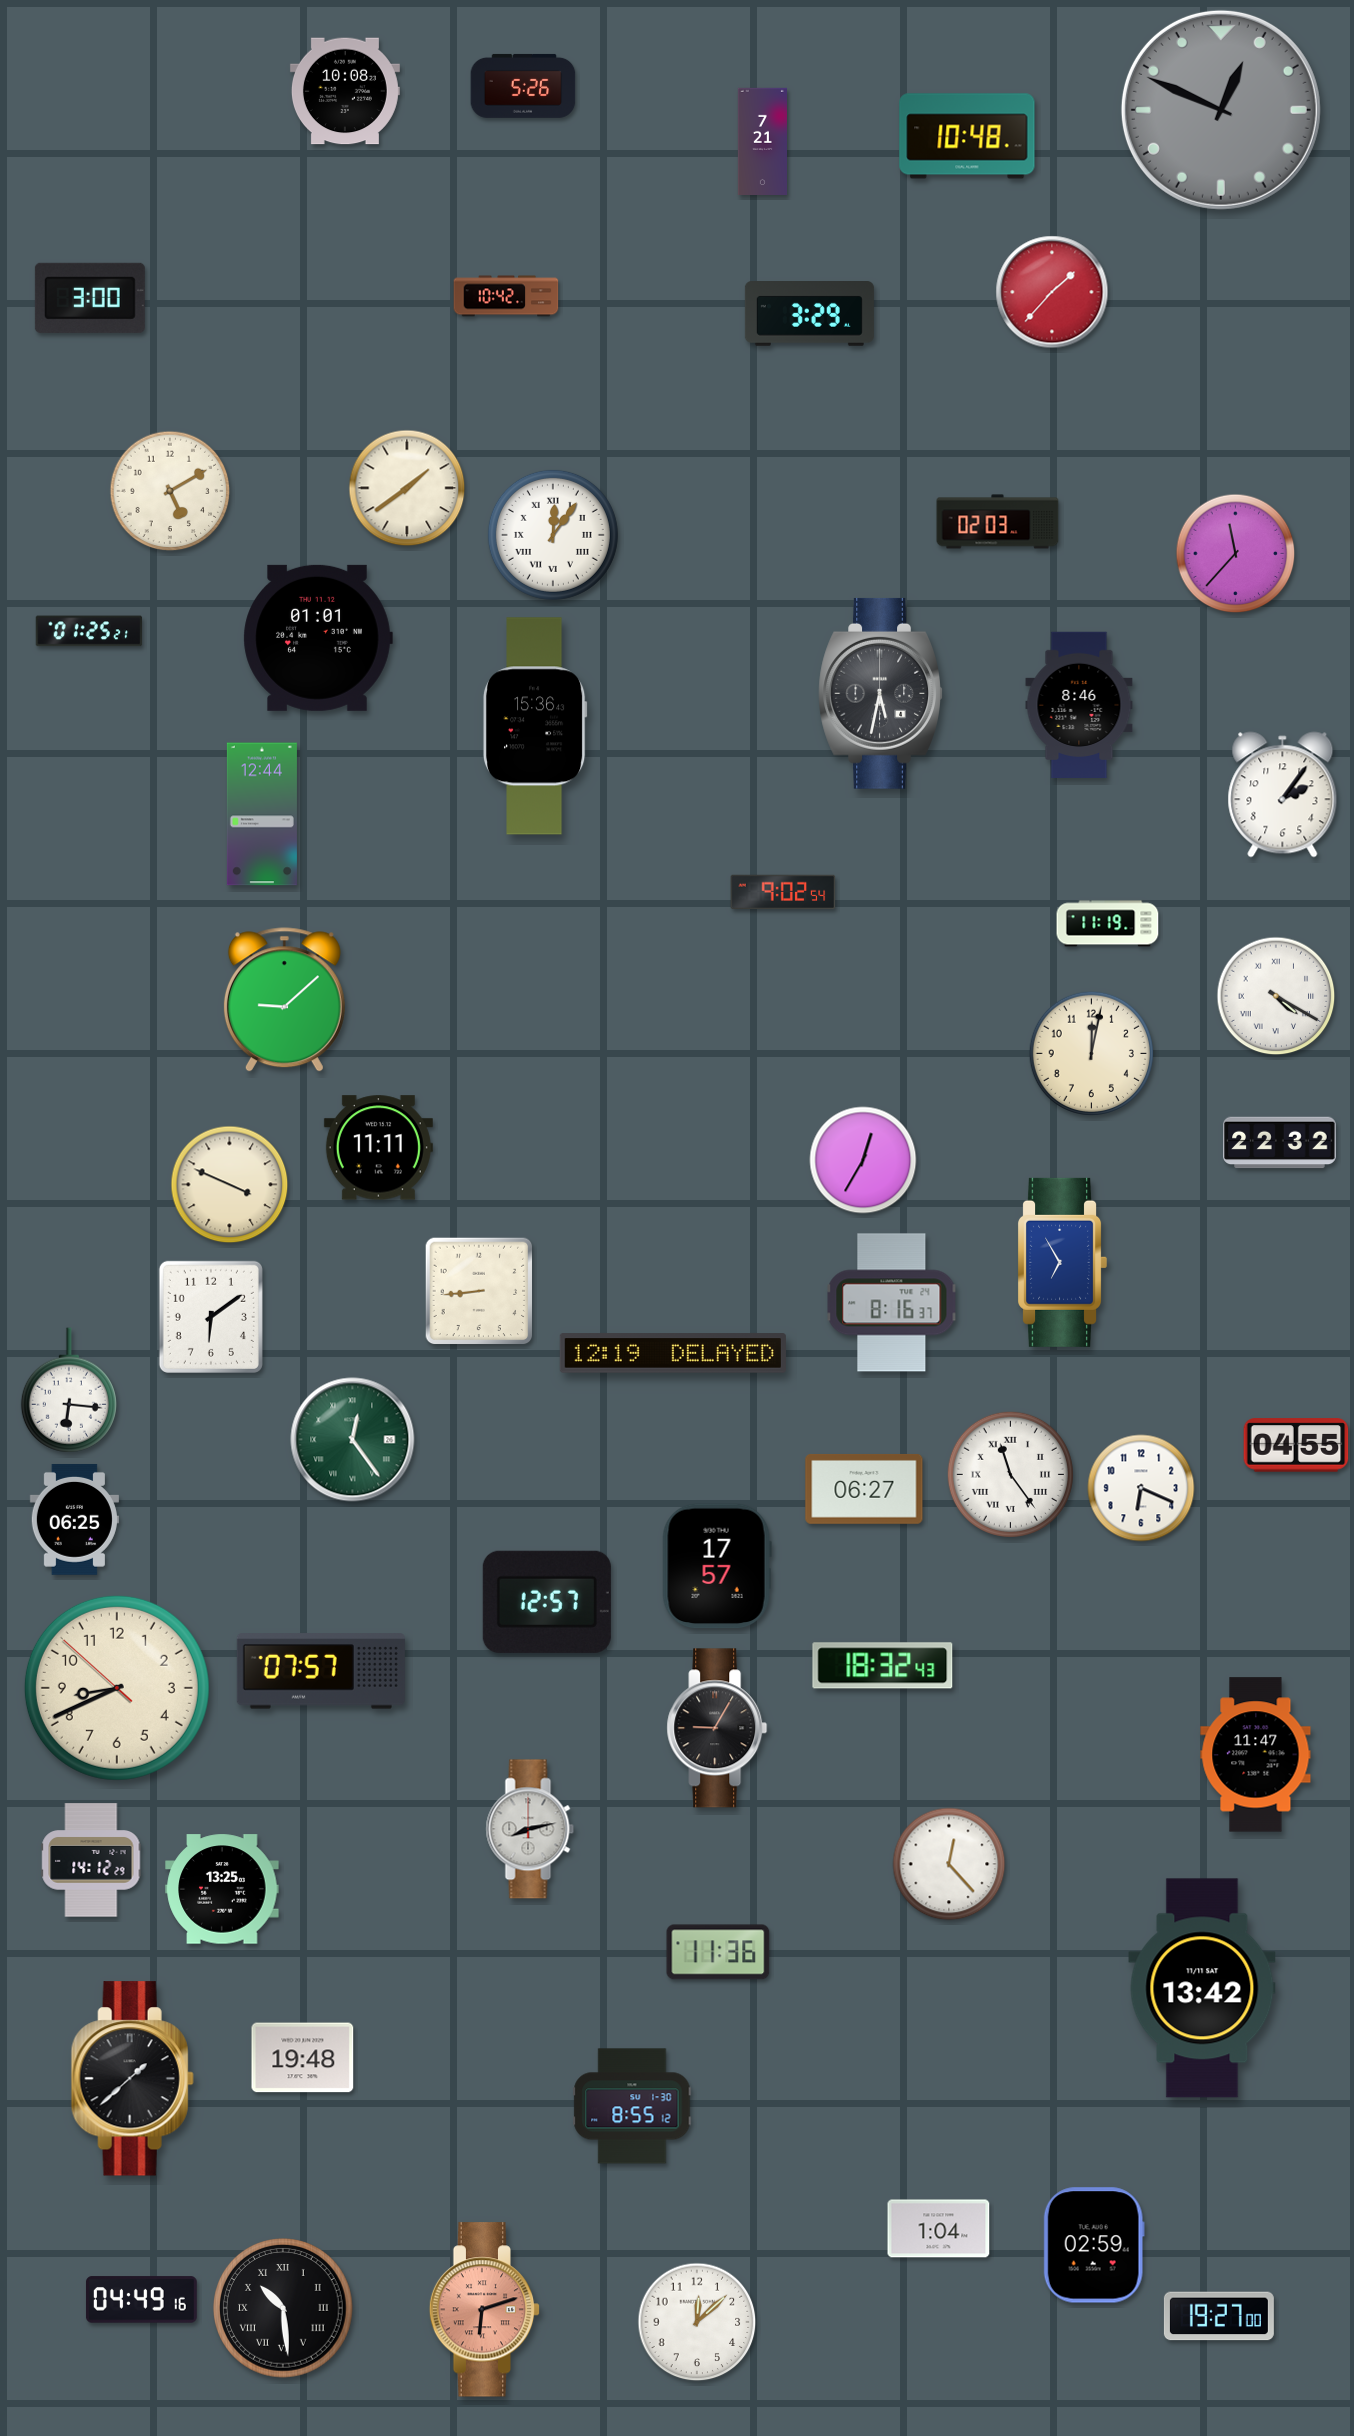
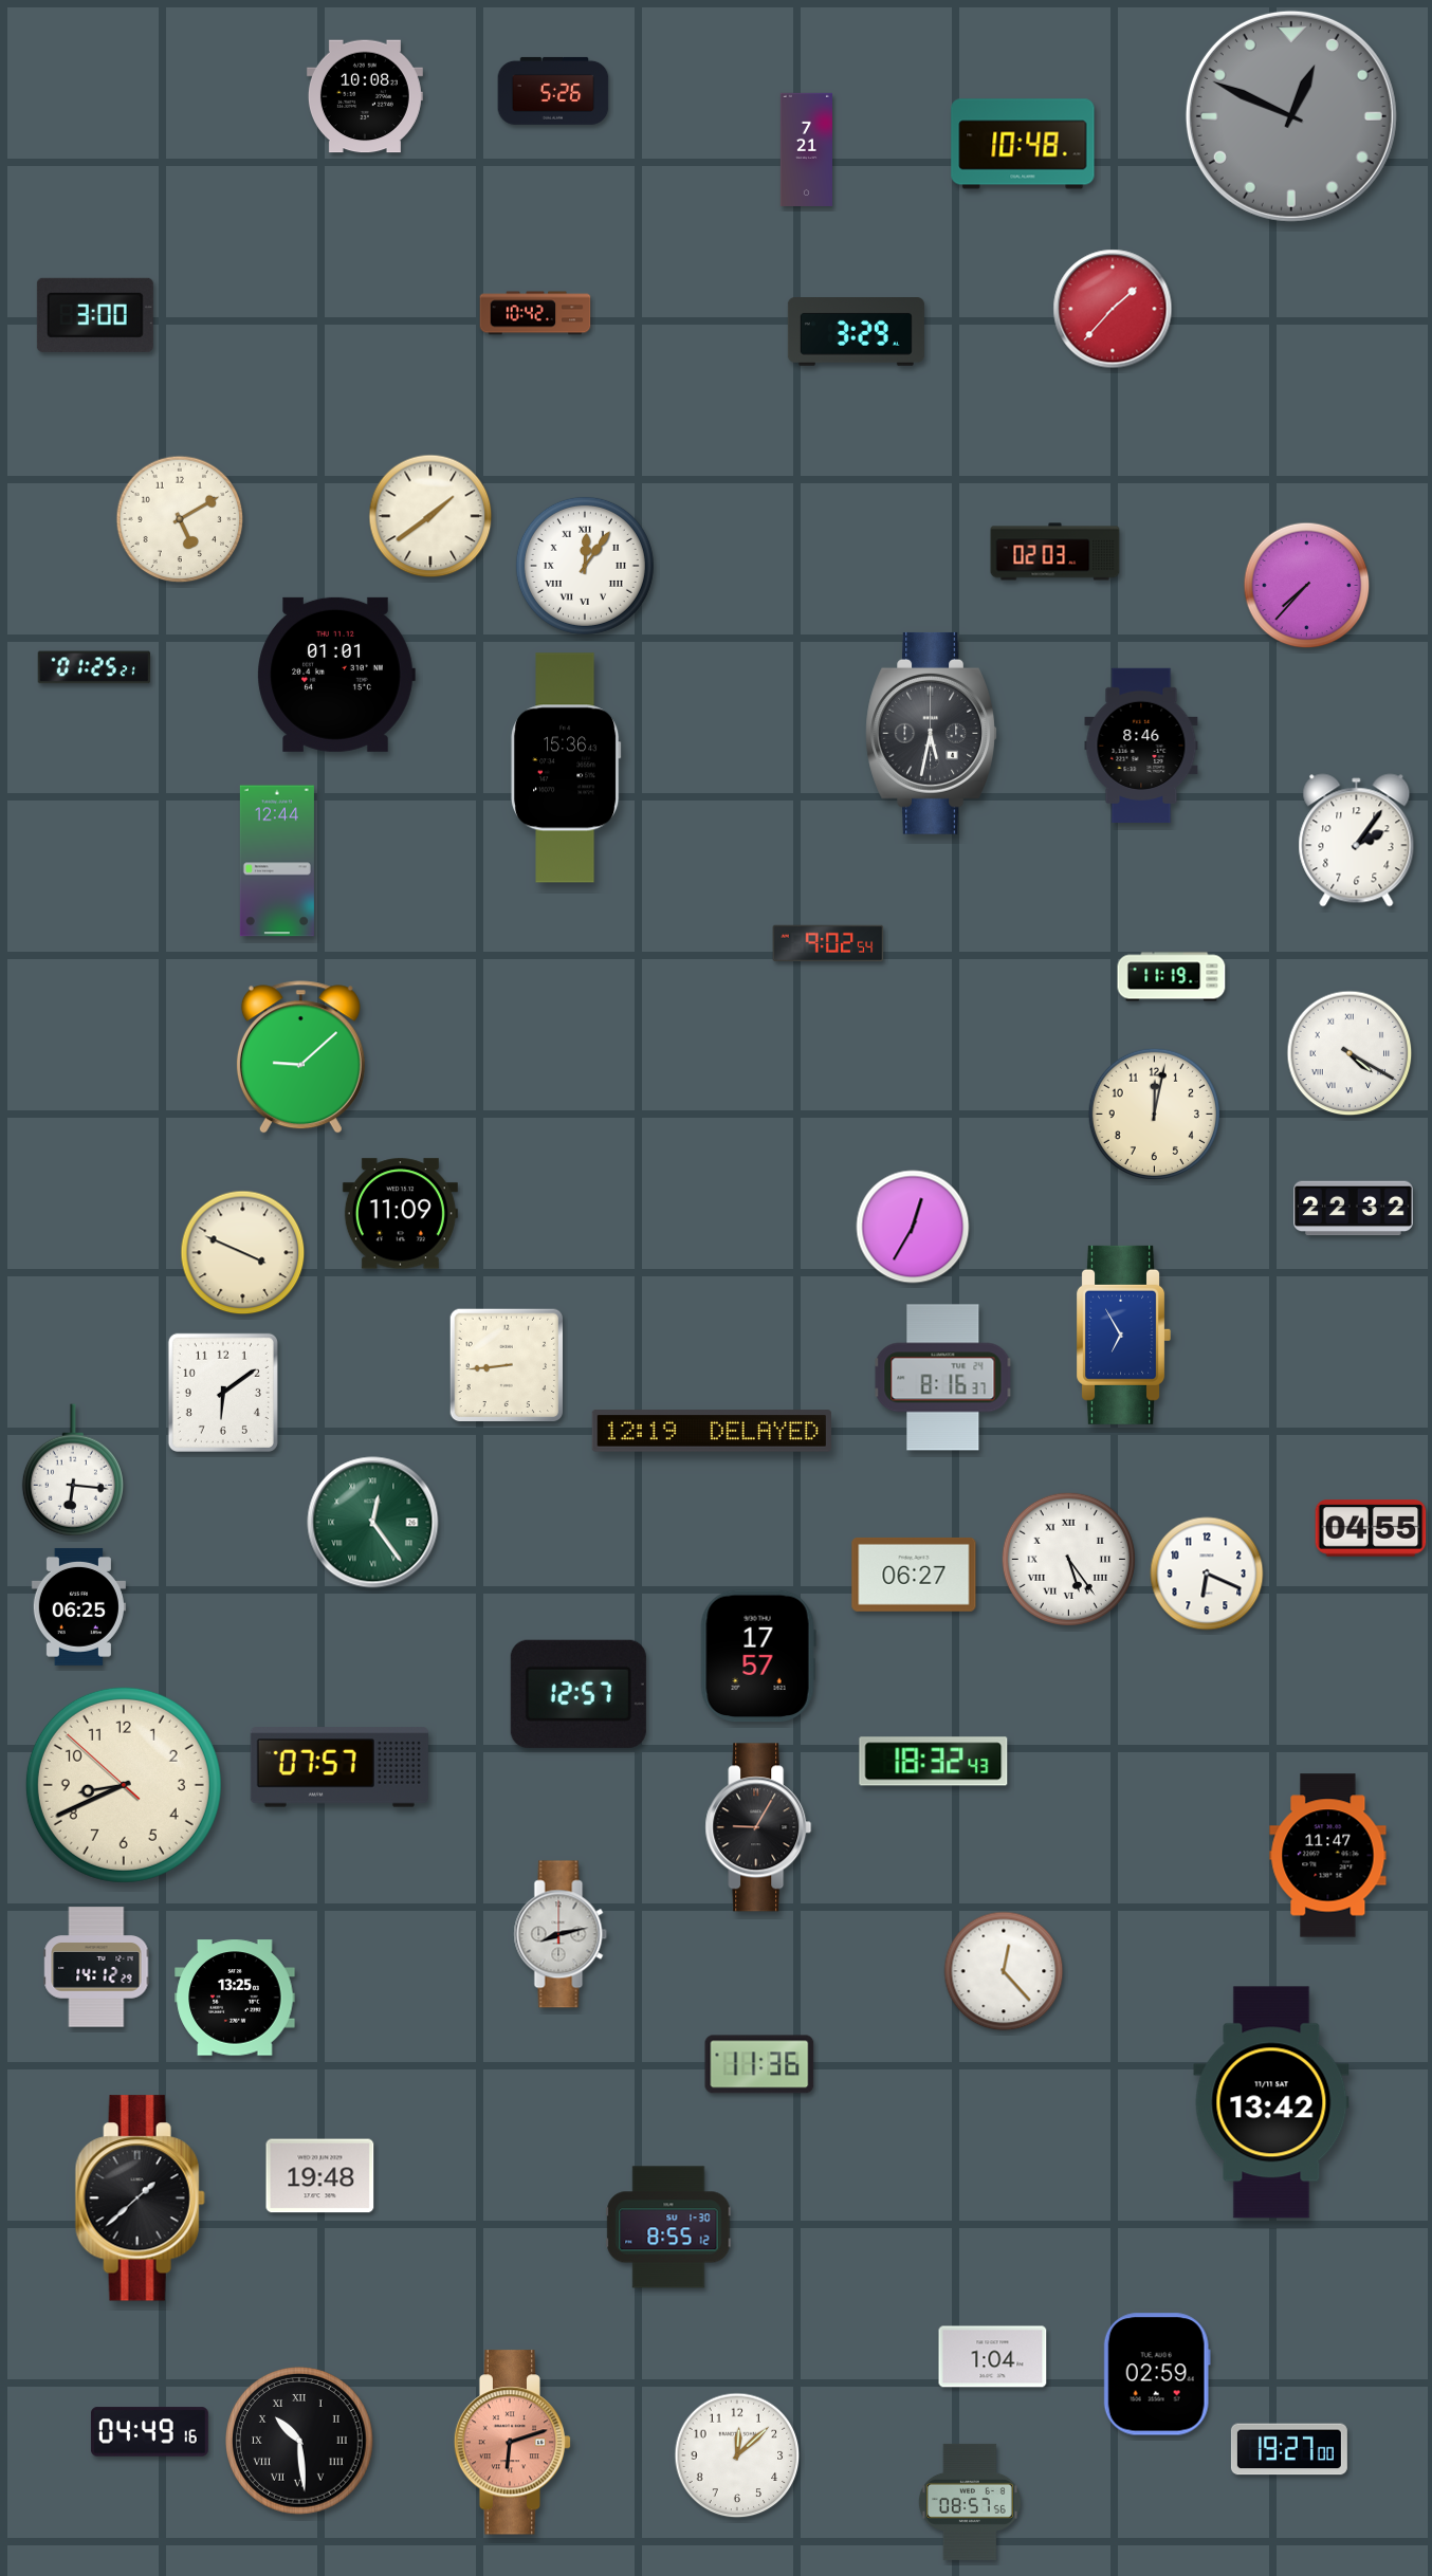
clock at (1236, 554): 11:37 -> 7:37
clock at (378, 1148): 11:11 -> 11:09
clock at (1010, 1474): 11:24 -> 5:24
clock at (970, 2502): none -> 08:57
